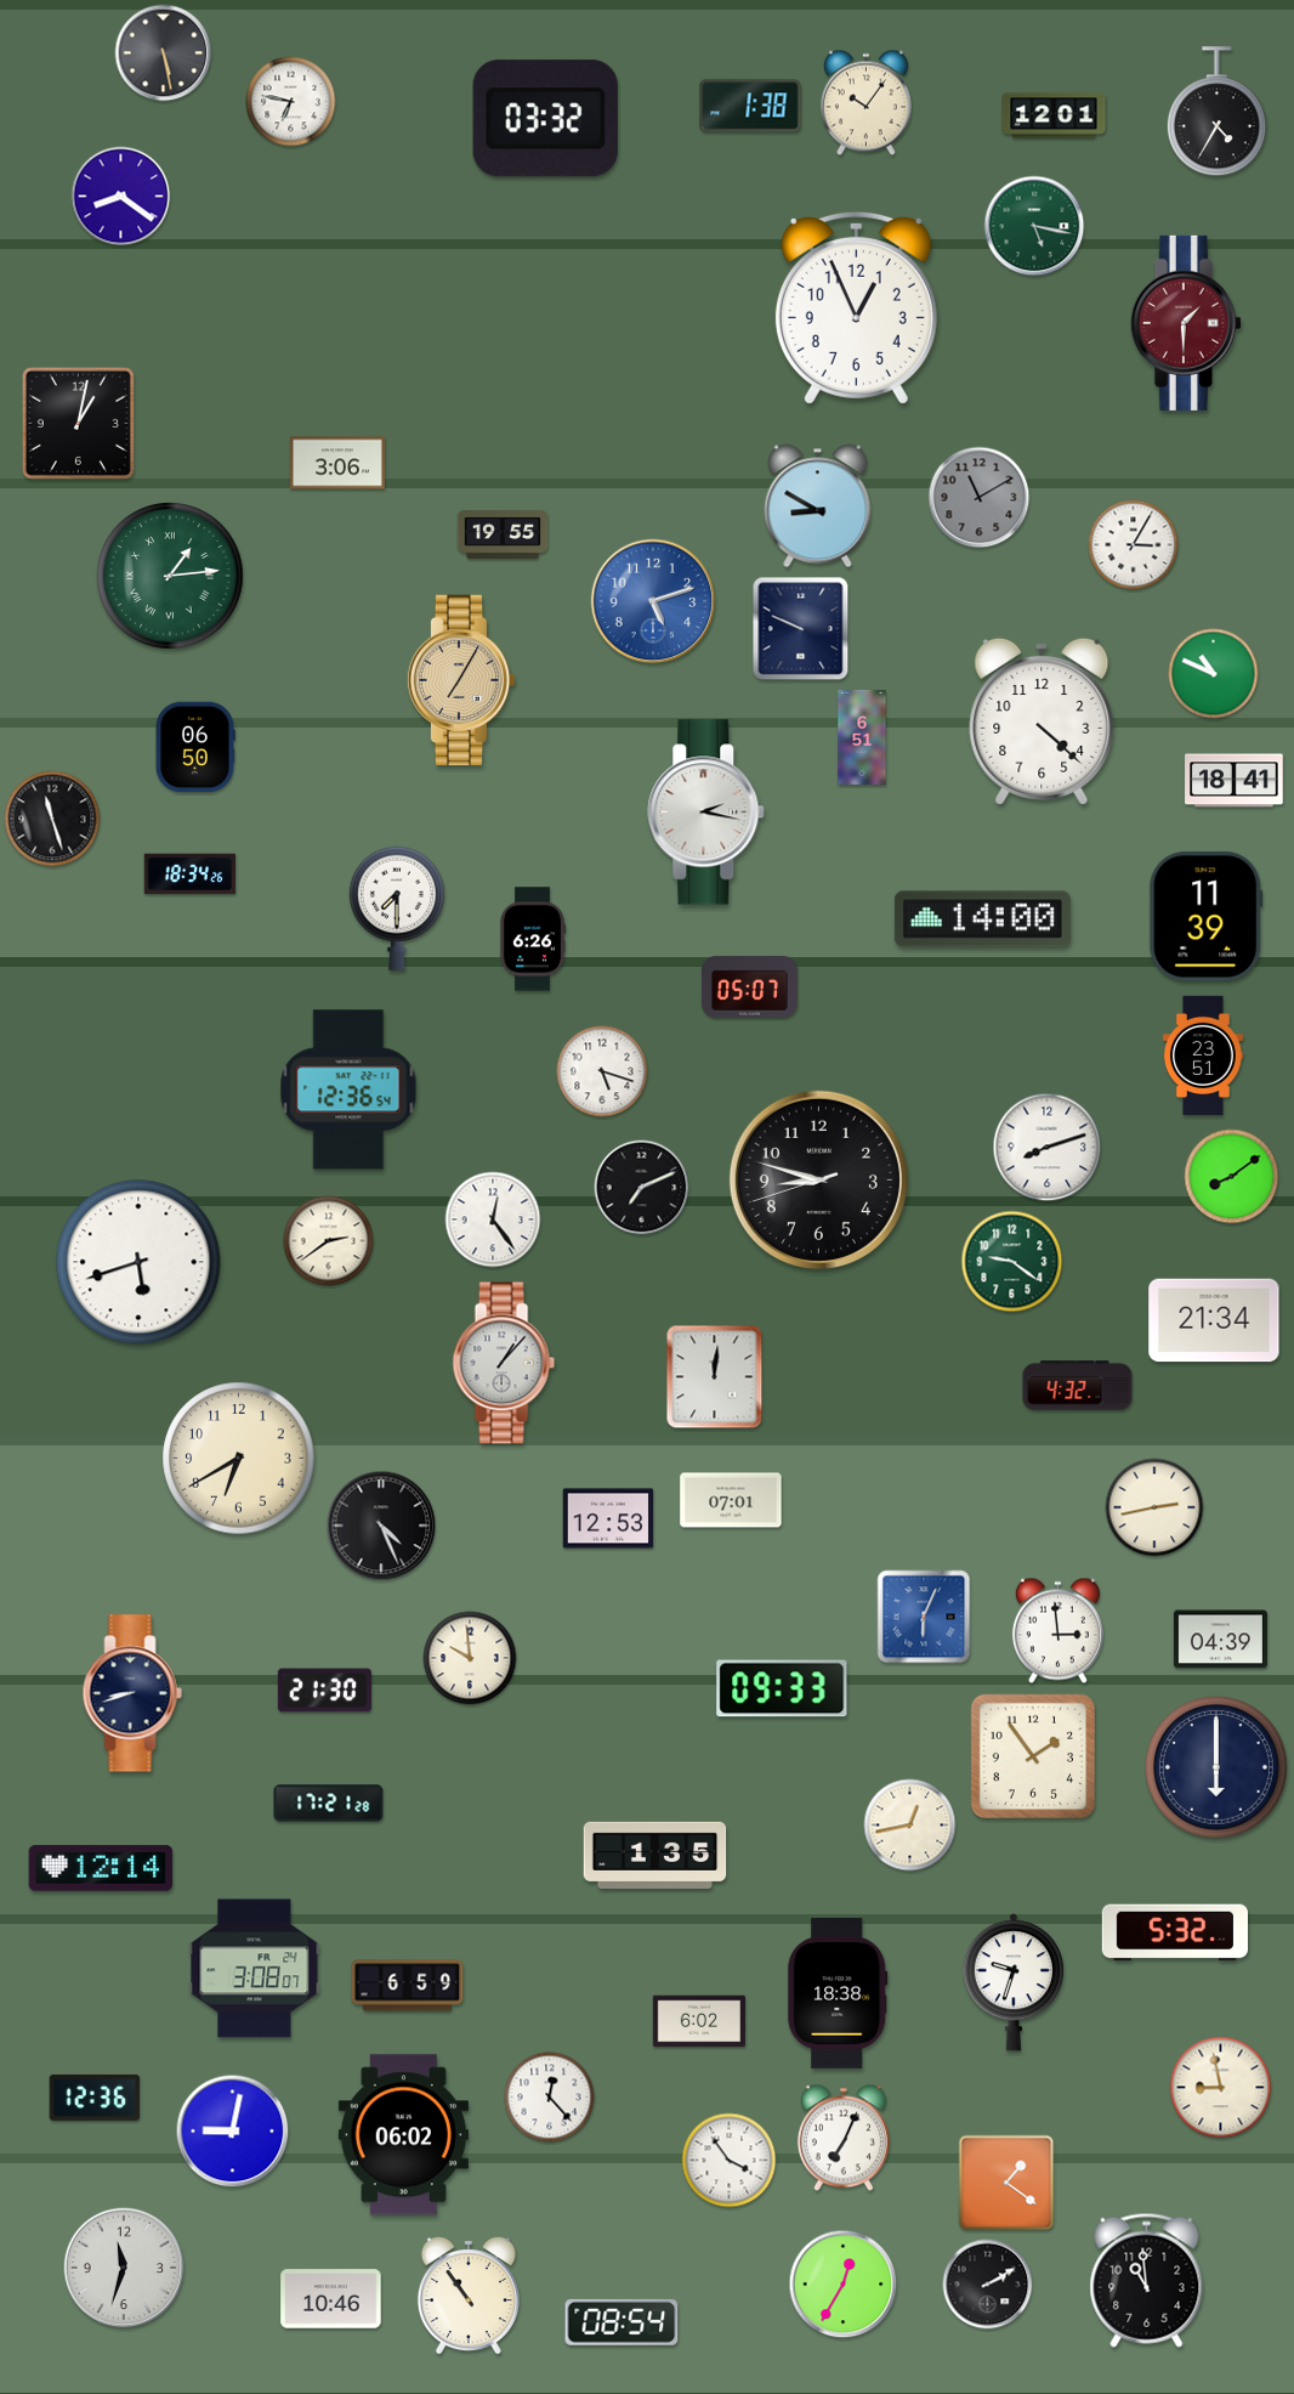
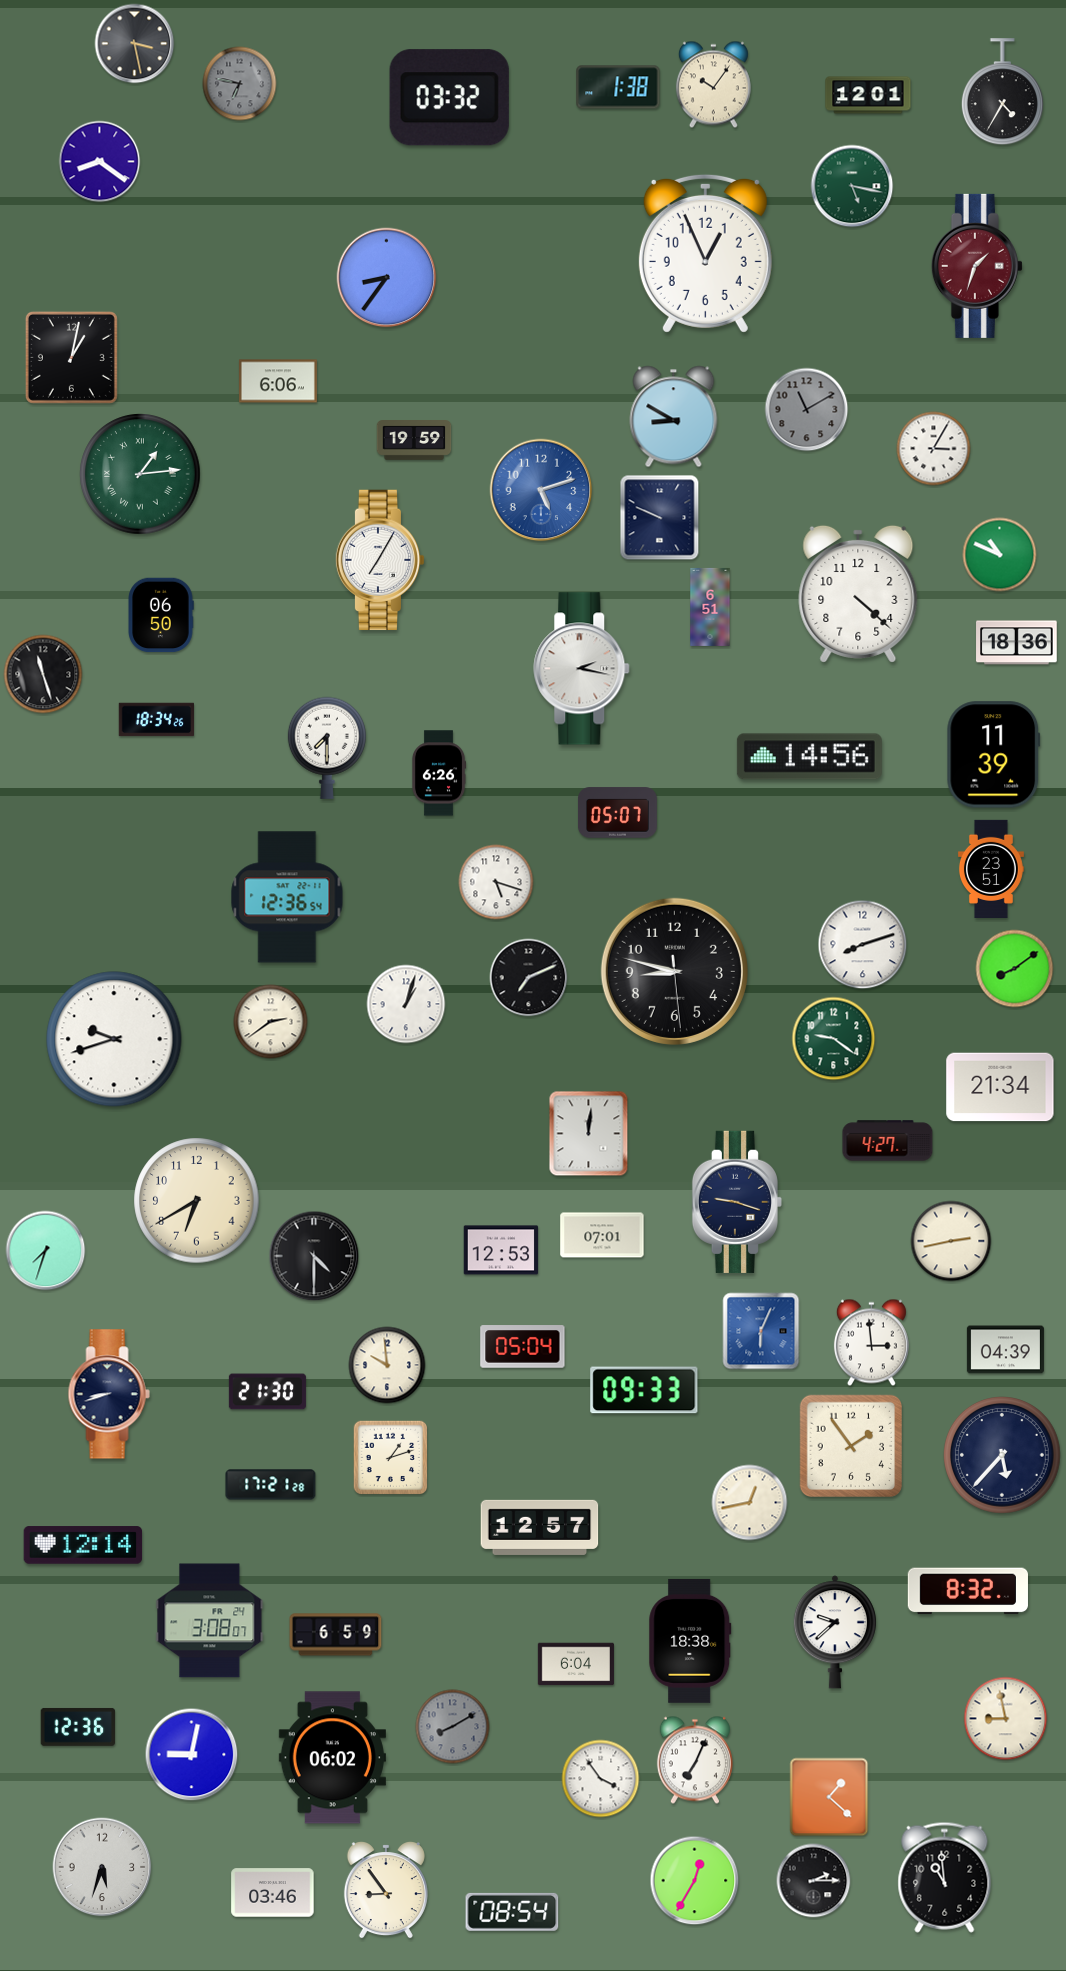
clock at (164, 53): 5:28 -> 3:28
clock at (291, 102) dial: white -> grey
clock at (1186, 323): 1:30 -> 1:33
clock at (387, 278): none -> 8:36
clock at (78, 423) position: (78, 423) -> (71, 357)
clock at (337, 463): 3:06 -> 6:06
clock at (503, 536): 19:55 -> 19:59
clock at (653, 601) position: (653, 601) -> (541, 490)
clock at (461, 680) dial: champagne -> white
clock at (1235, 781): 18:41 -> 18:36
clock at (982, 919): 14:00 -> 14:56
clock at (818, 1179): 8:47:42 -> 8:47:29
clock at (493, 1219): 12:24 -> 1:03
clock at (138, 1262): 5:42 -> 9:42
clock at (504, 1363): 1:07 -> none
clock at (1078, 1386): 4:32 -> 4:27
clock at (737, 1202): none -> 9:18
clock at (46, 1251): none -> 7:33
clock at (381, 1526): 4:26 -> 4:30
clock at (523, 1347): none -> 05:04
clock at (1218, 1768): 6:00 -> 5:37
clock at (391, 1458): none -> 1:12
clock at (655, 1855): 1:35 -> 12:57
clock at (101, 1868) position: (101, 1868) -> (83, 1545)
clock at (1175, 1932): 5:32 -> 8:32
clock at (1014, 1982): 9:33 -> 9:38
clock at (699, 2021): 6:02 -> 6:04
clock at (550, 2098): 12:23 -> 8:10
clock at (550, 2098) dial: white -> grey
clock at (1006, 2183): 1:21 -> 1:22
clock at (124, 2268): 11:33 -> 5:33
clock at (988, 2285): 2:10 -> 2:15
clock at (469, 2297): 10:54 -> 8:54
clock at (331, 2299): 10:46 -> 03:46
